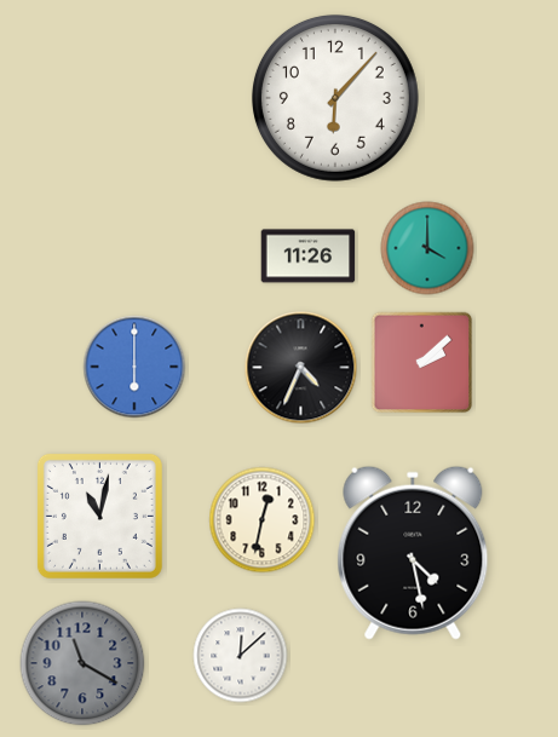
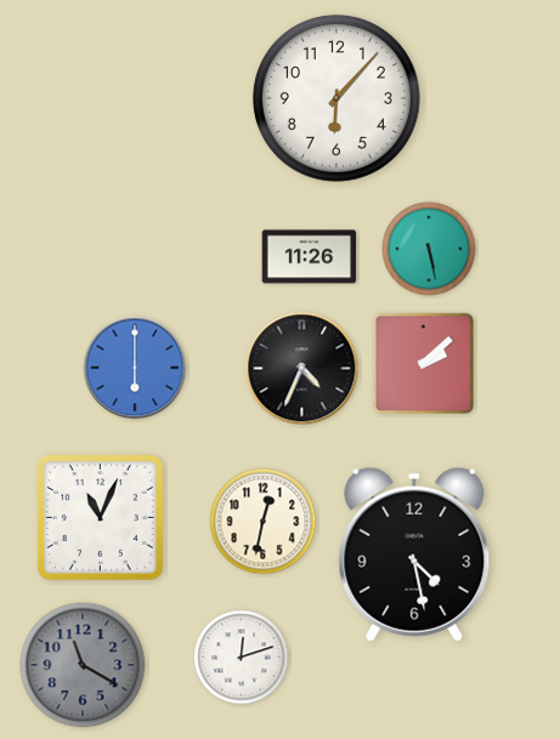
clock at (427, 248): 4:00 -> 5:28
clock at (99, 516): 11:02 -> 11:04
clock at (241, 656): 12:08 -> 12:12
